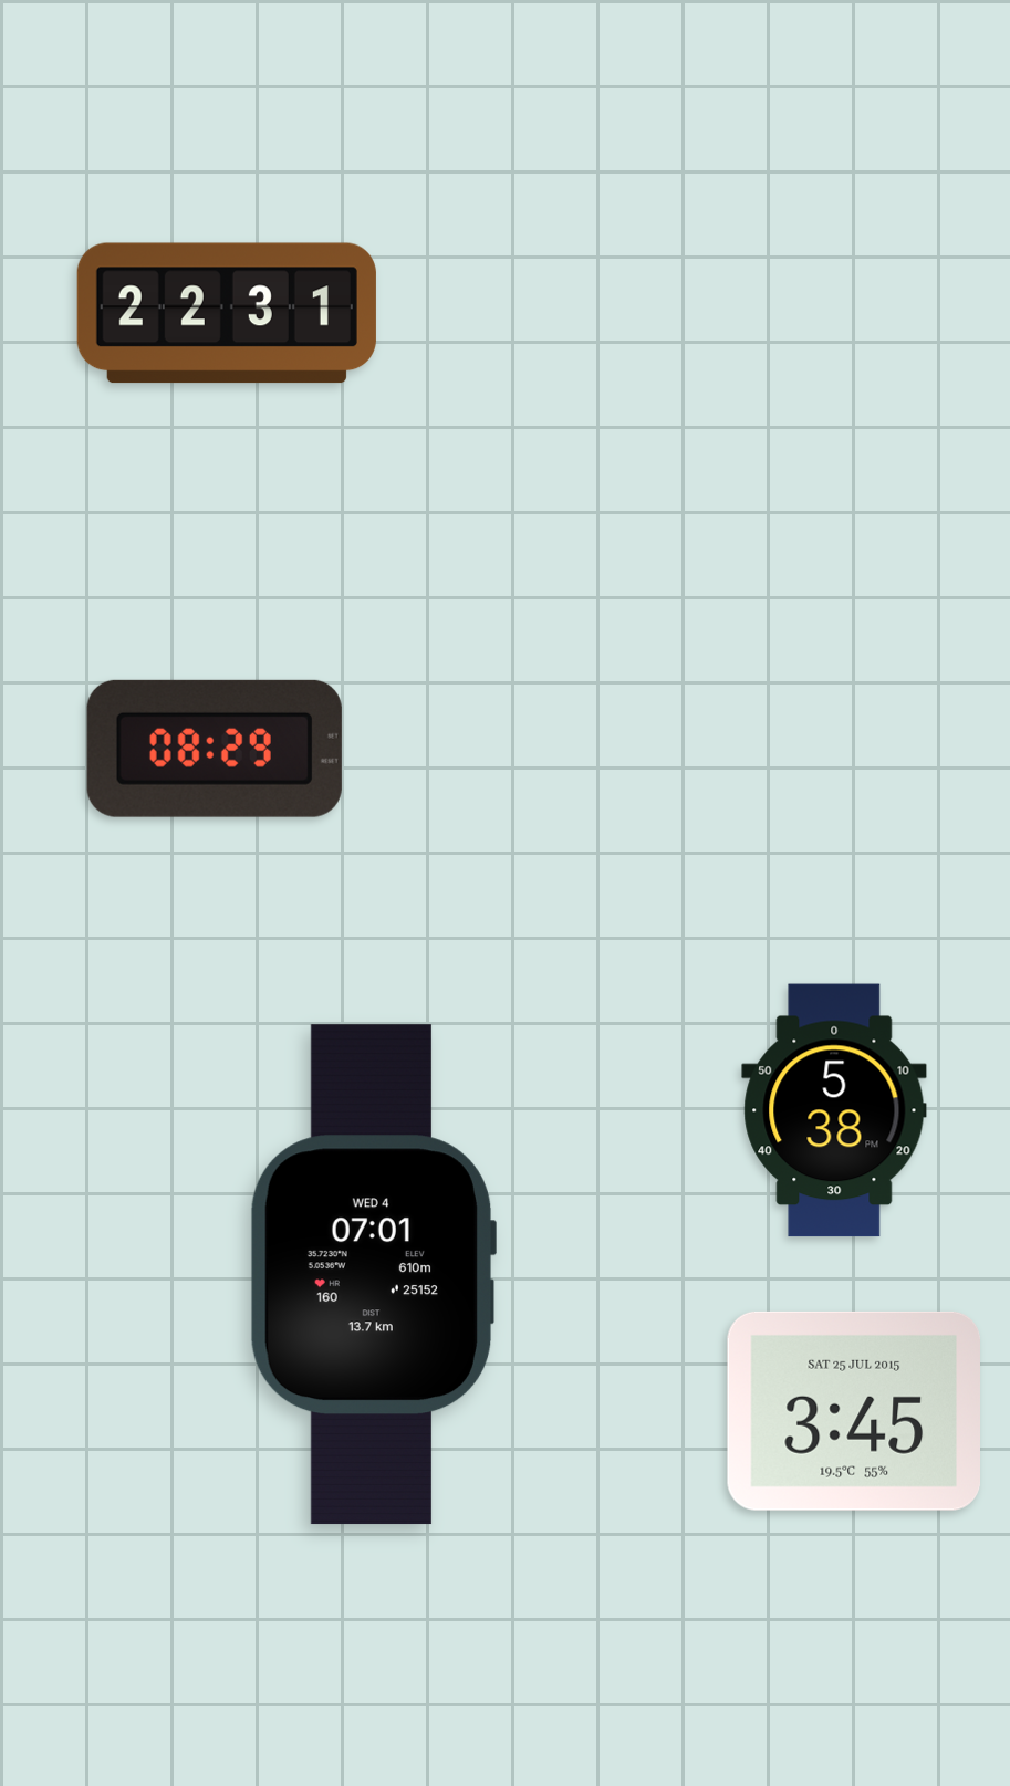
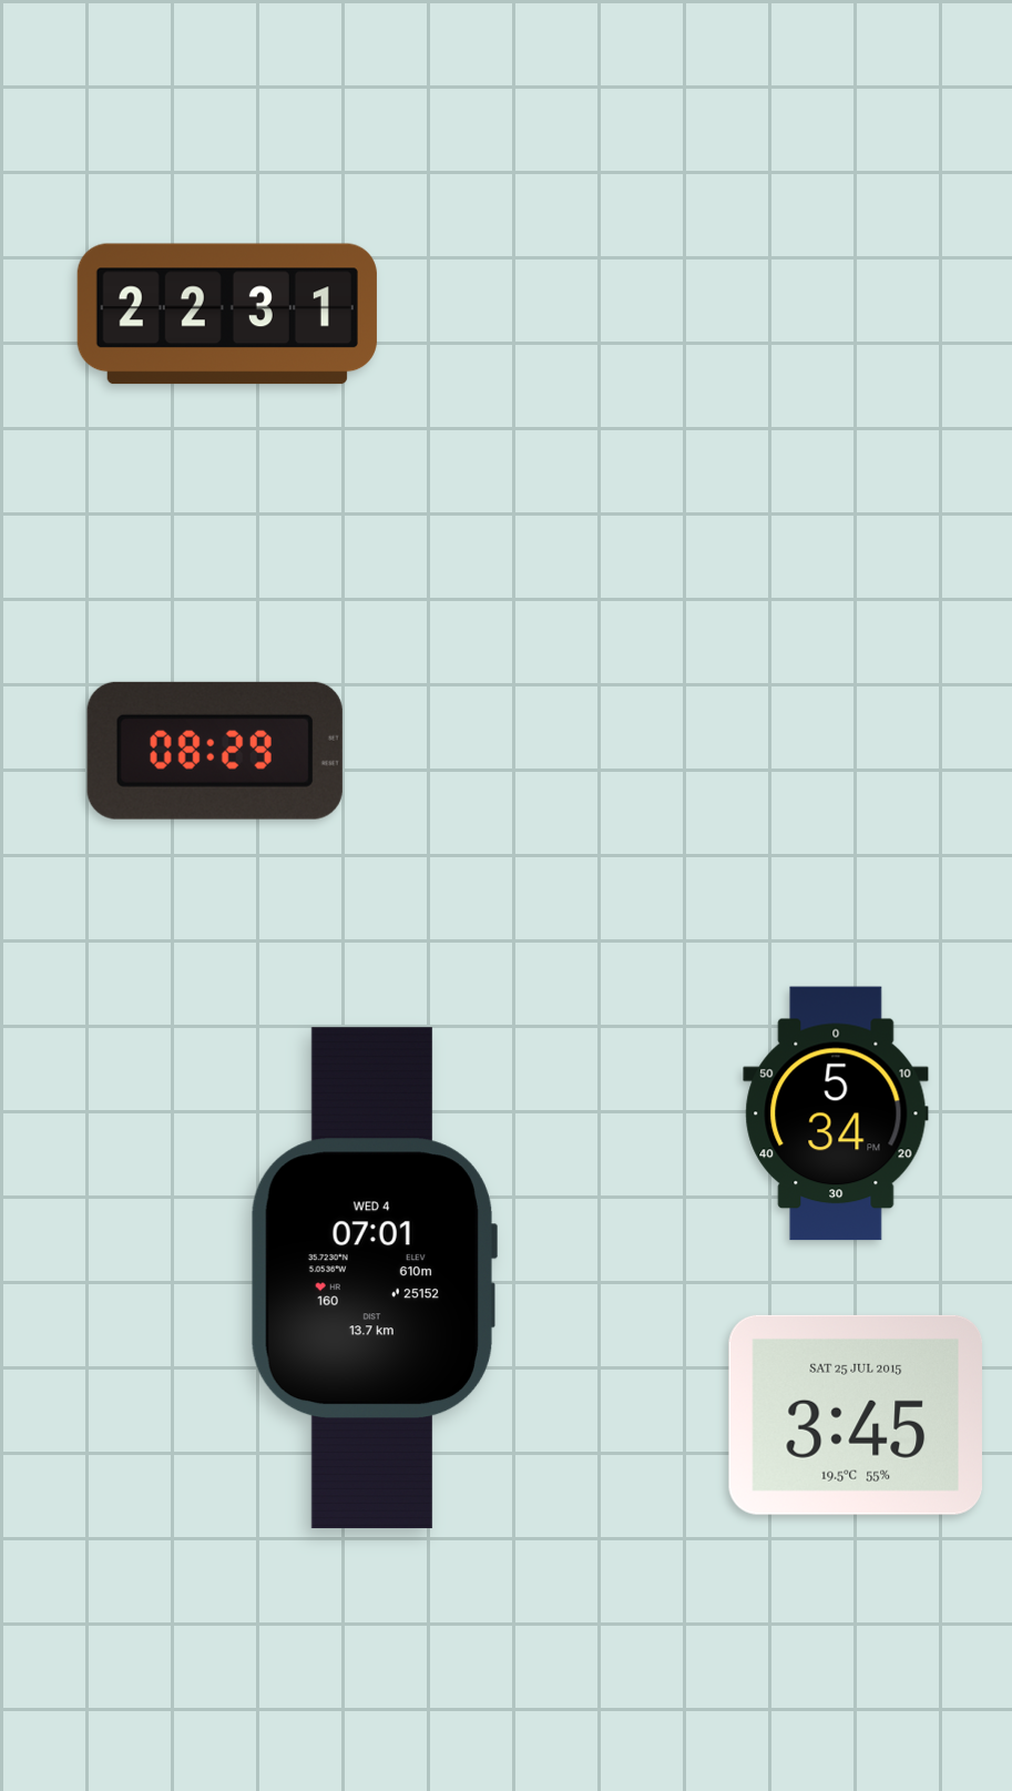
clock at (834, 1110): 5:38 -> 5:34
